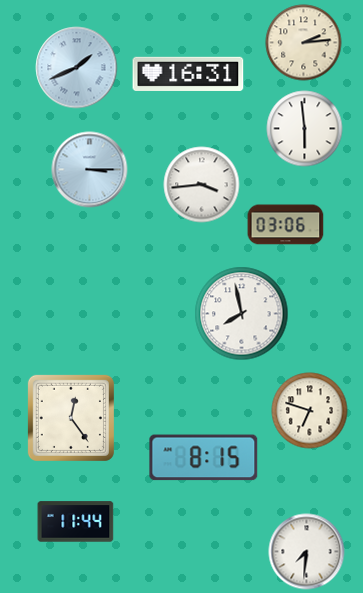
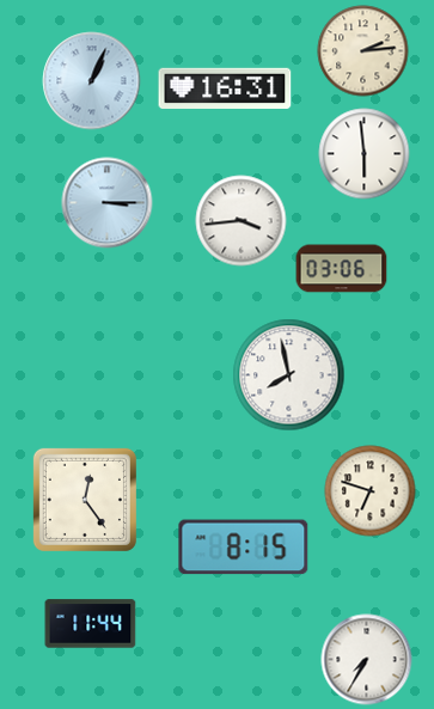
clock at (77, 68): 1:41 -> 1:04
clock at (307, 552): 7:31 -> 7:35
